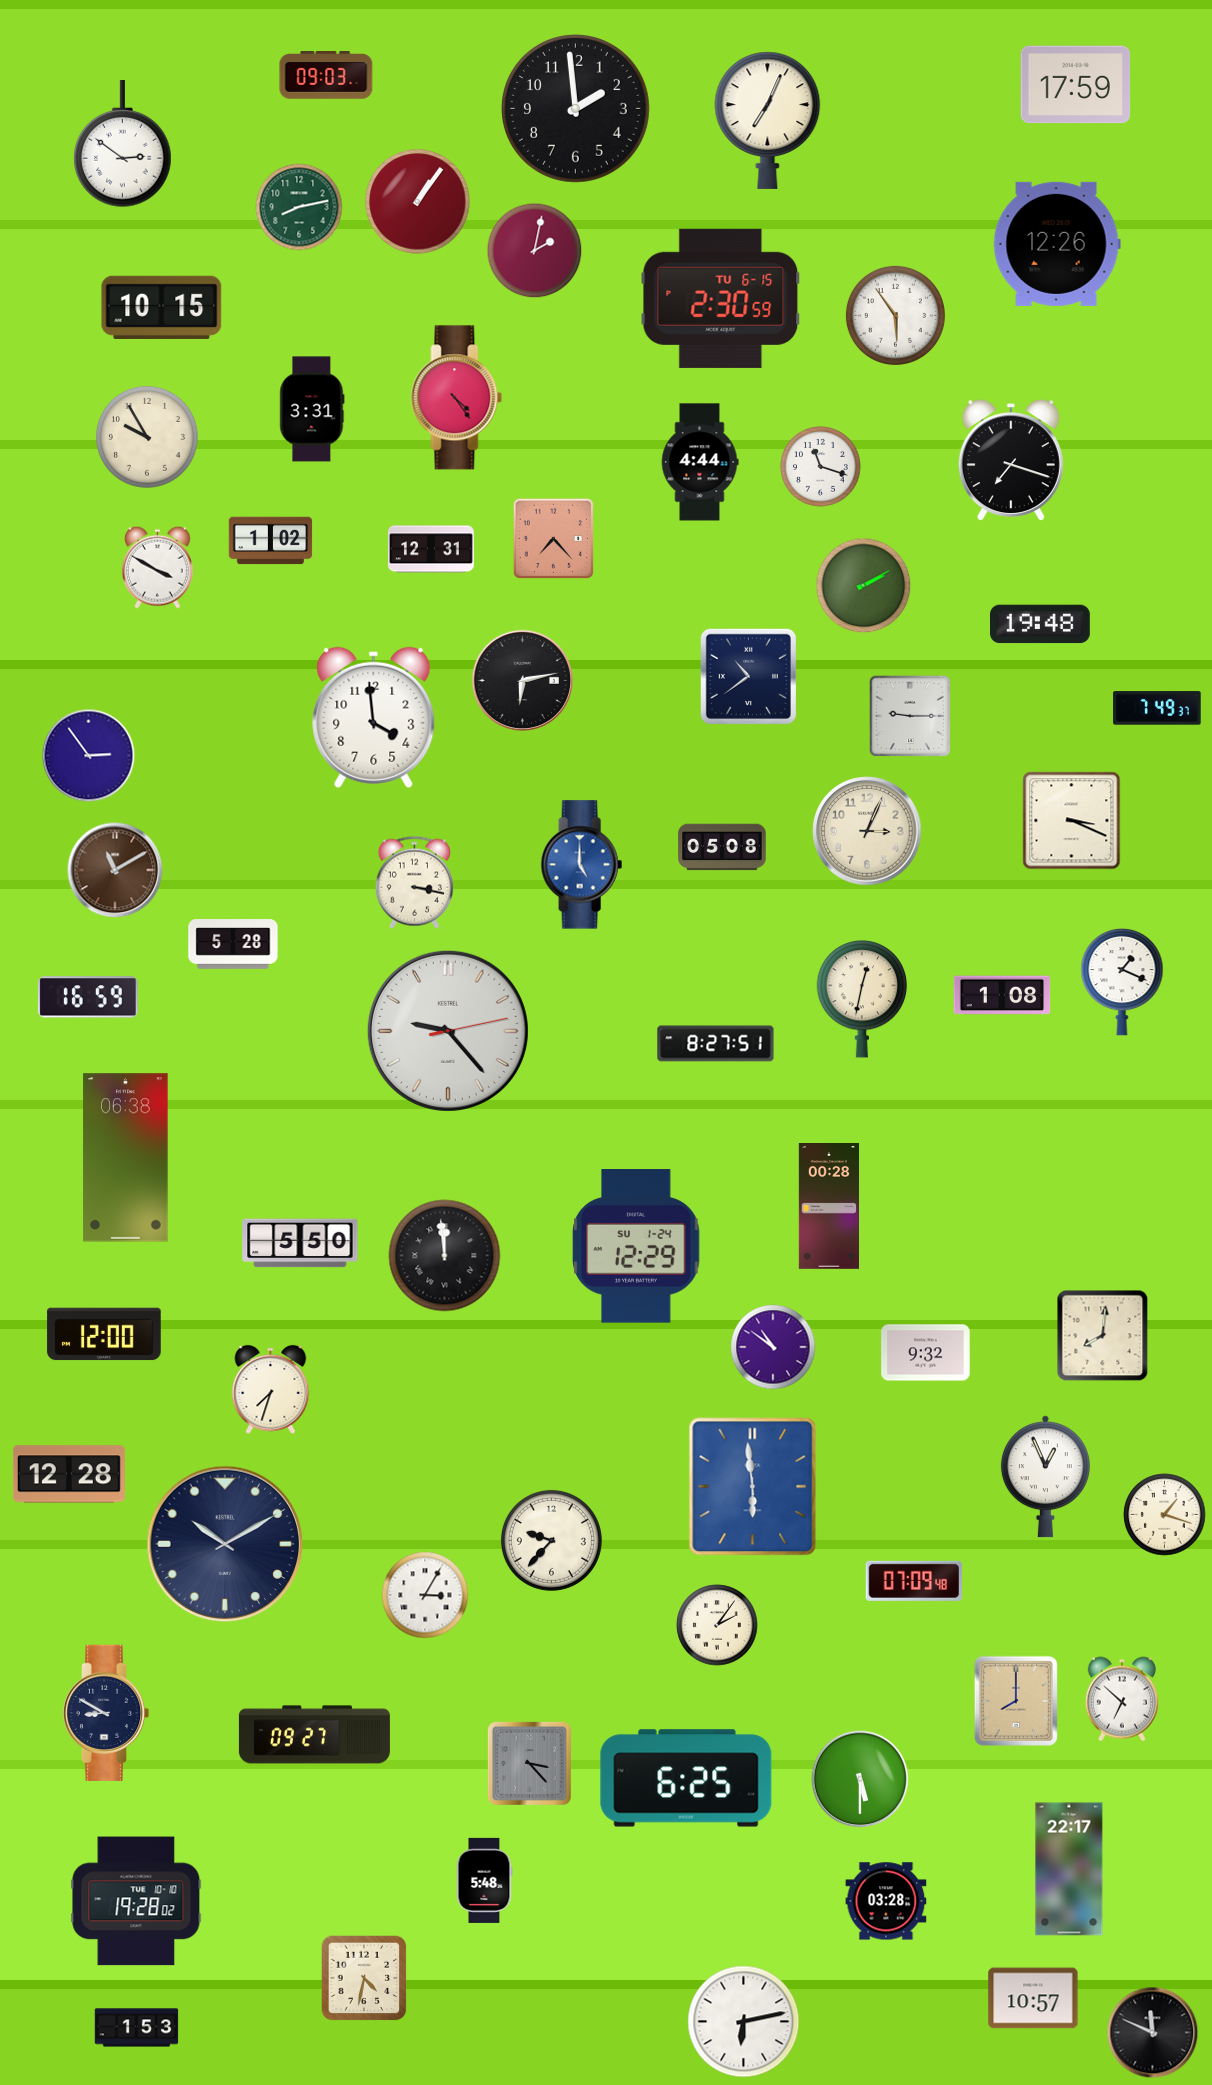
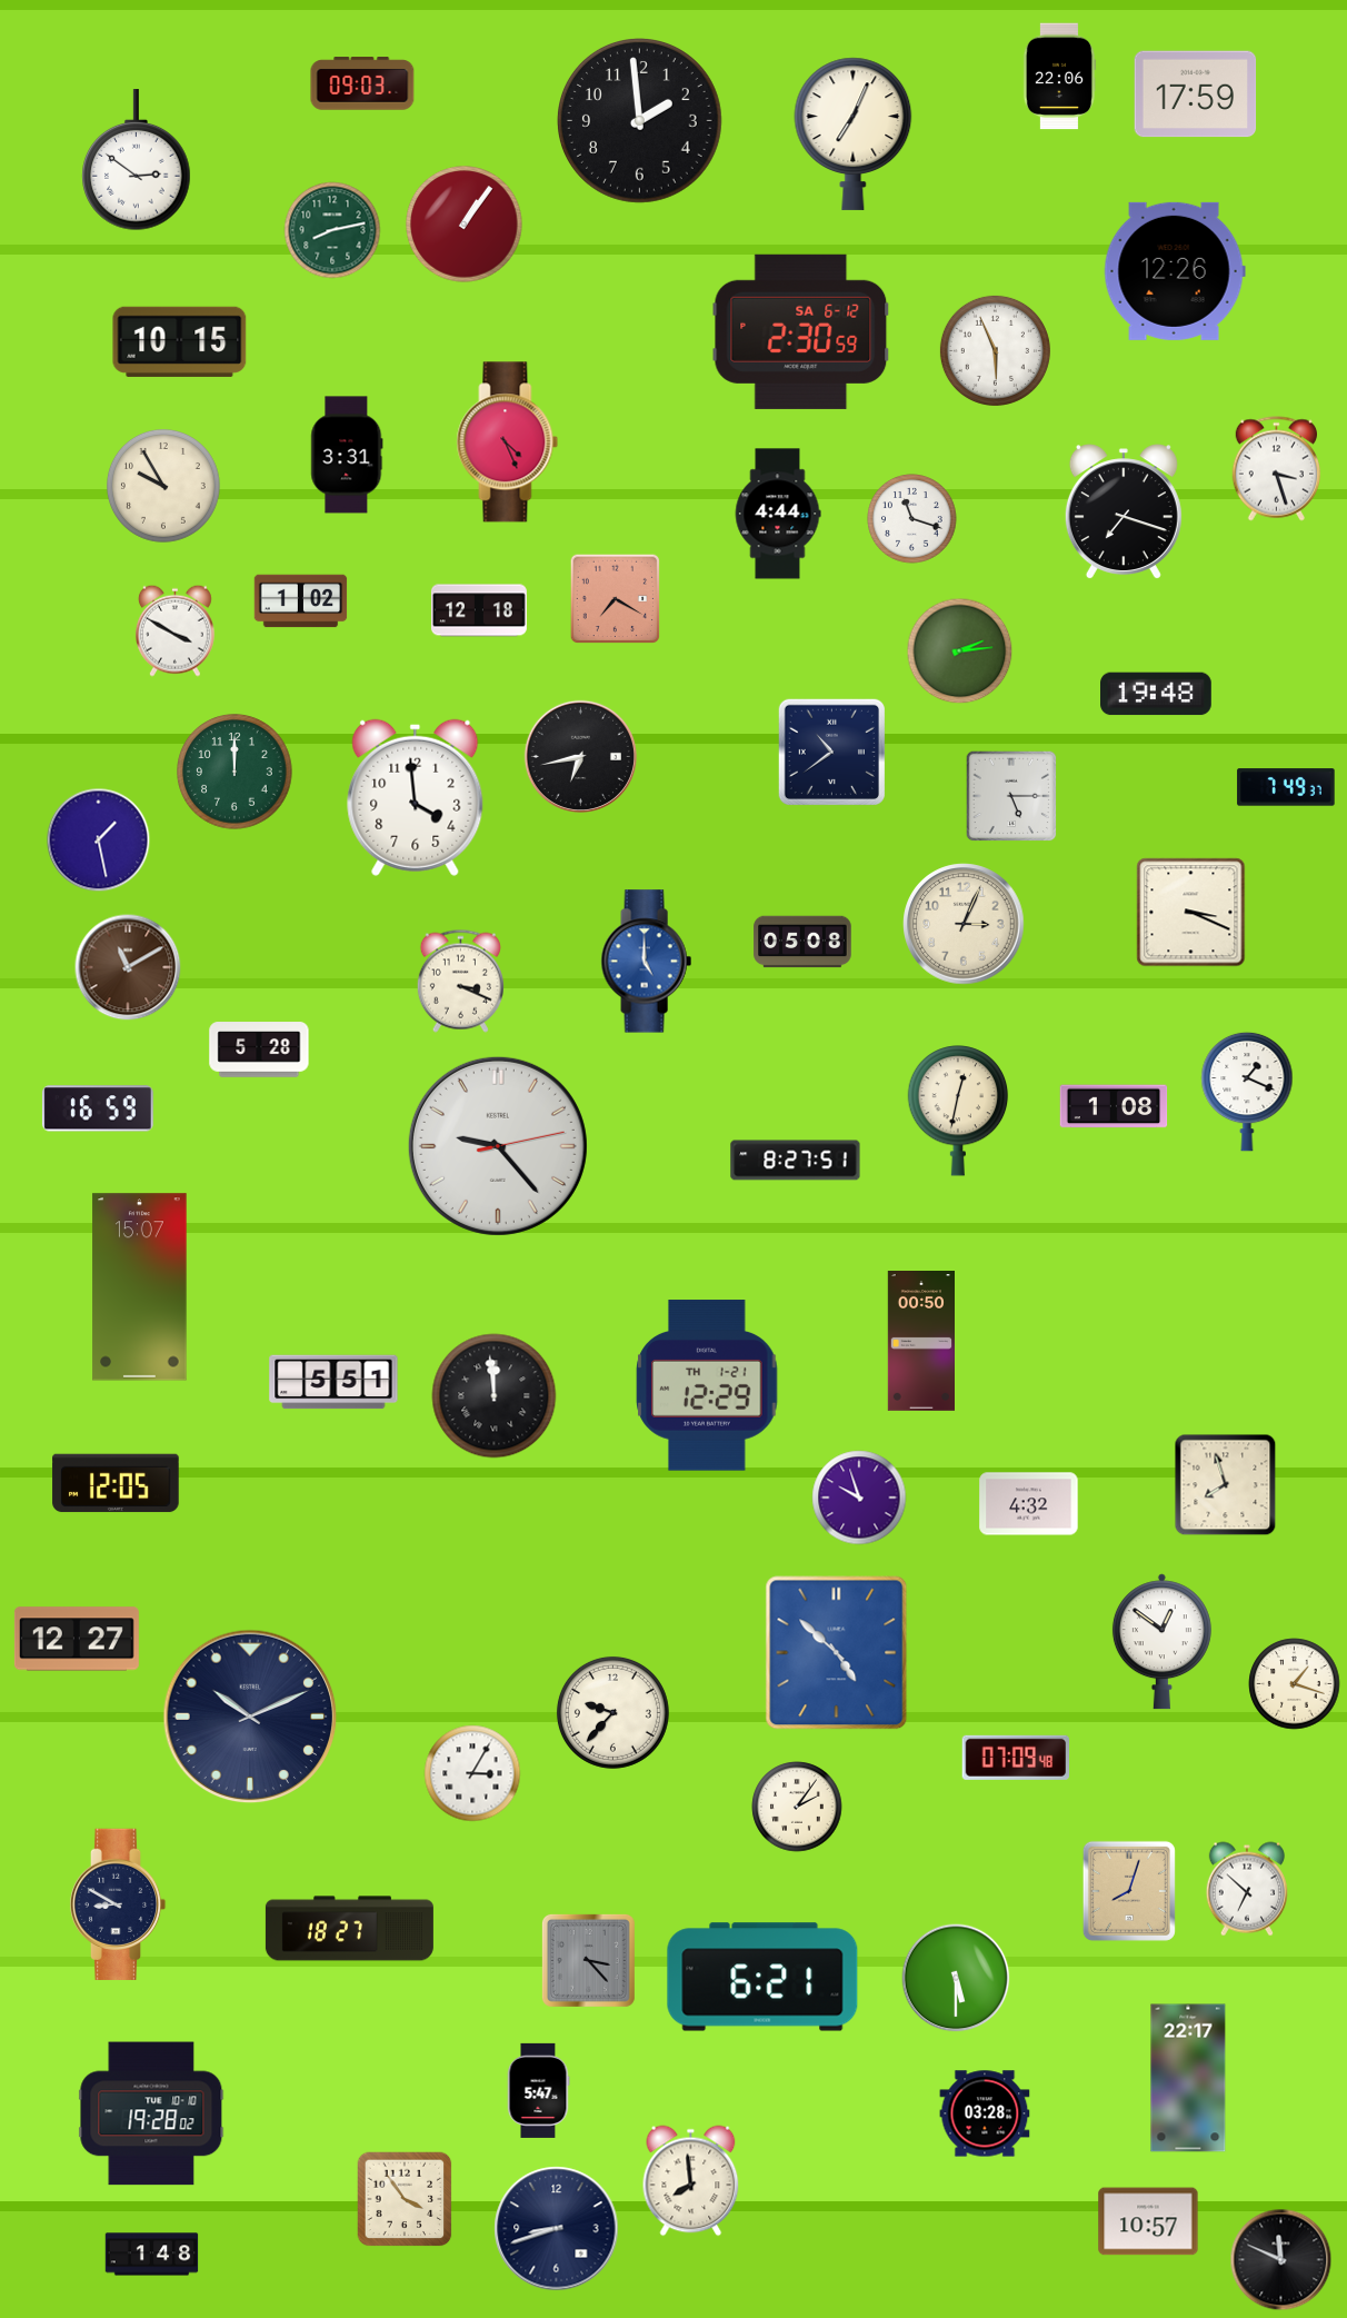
clock at (1059, 77): none -> 22:06
clock at (535, 251): 2:02 -> none
clock at (721, 298) date: TU 6-15 -> SA 6-12
clock at (895, 315): 5:54 -> 5:56
clock at (457, 398): 4:24 -> 4:26
clock at (1276, 469): none -> 3:27
clock at (553, 538): 7:23 -> 7:20
clock at (431, 549): 12:31 -> 12:18
clock at (864, 586): 2:10 -> 2:14
clock at (522, 680): 6:13 -> 6:43
clock at (235, 772): none -> 12:00
clock at (910, 716): 9:15 -> 5:15
clock at (89, 756): 2:54 -> 1:28
clock at (414, 882): 3:17 -> 3:19
clock at (126, 1158): 06:38 -> 15:07
clock at (828, 1207): 00:28 -> 00:50
clock at (300, 1243): 5:50 -> 5:51
clock at (636, 1246) date: SU 1-24 -> TH 1-21
clock at (104, 1334): 12:00 -> 12:05
clock at (1103, 1336): 8:01 -> 7:57
clock at (773, 1347): 10:51 -> 9:57
clock at (926, 1353): 9:32 -> 4:32
clock at (271, 1389): 7:33 -> none
clock at (69, 1474): 12:28 -> 12:27
clock at (1045, 1477): 12:56 -> 12:51
clock at (753, 1487): 5:59 -> 4:52
clock at (225, 1544): 10:10 -> 10:11
clock at (1016, 1701): 8:00 -> 8:03
clock at (314, 1735): 09:27 -> 18:27
clock at (686, 1778): 6:25 -> 6:21
clock at (484, 1880): 5:48 -> 5:47
clock at (691, 2181): none -> 7:59
clock at (364, 1978): 4:32 -> 3:54
clock at (557, 2229): none -> 8:42
clock at (744, 2022): 6:13 -> none
clock at (137, 2028): 1:53 -> 1:48
